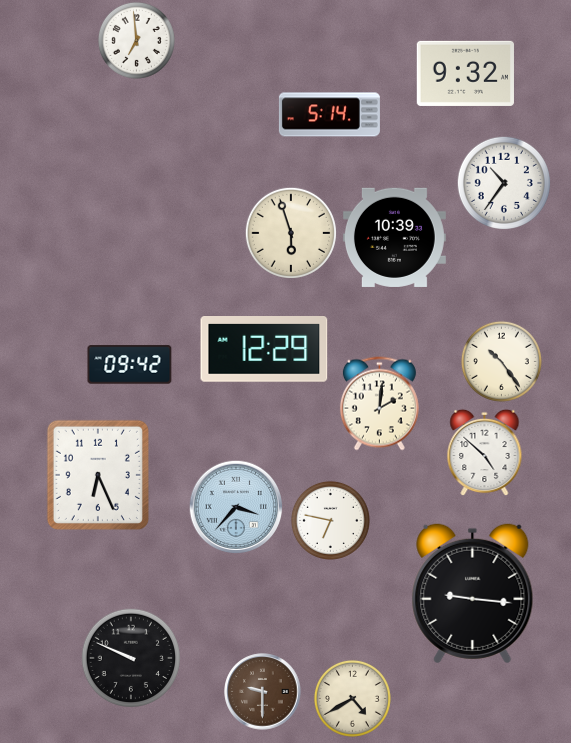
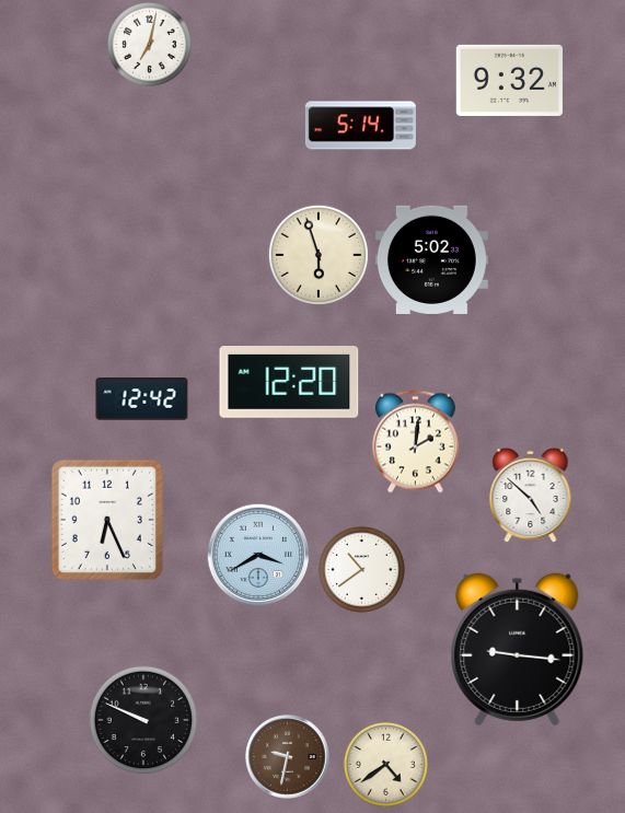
clock at (136, 40): 6:59 -> 7:02
clock at (503, 182): 10:36 -> none
clock at (394, 237): 10:39 -> 5:02
clock at (264, 350): 12:29 -> 12:20
clock at (501, 361): 10:24 -> none
clock at (130, 365): 09:42 -> 12:42
clock at (236, 507): 3:37 -> 3:40
clock at (330, 520): 6:47 -> 10:39
clock at (263, 692): 9:30 -> 9:32
clock at (352, 698): 4:40 -> 4:39
